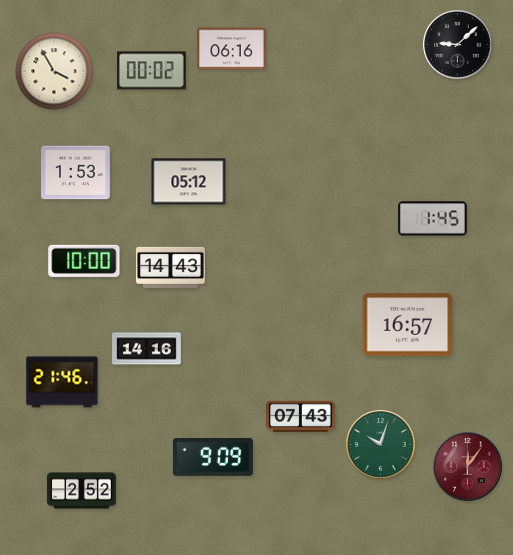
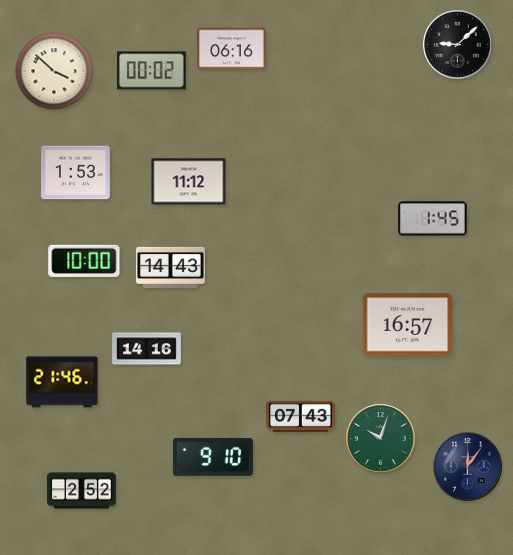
clock at (54, 71): 3:55 -> 3:52
clock at (189, 182): 05:12 -> 11:12
clock at (381, 445) position: (381, 445) -> (381, 439)
clock at (213, 457): 9:09 -> 9:10
clock at (468, 467) dial: burgundy -> navy
